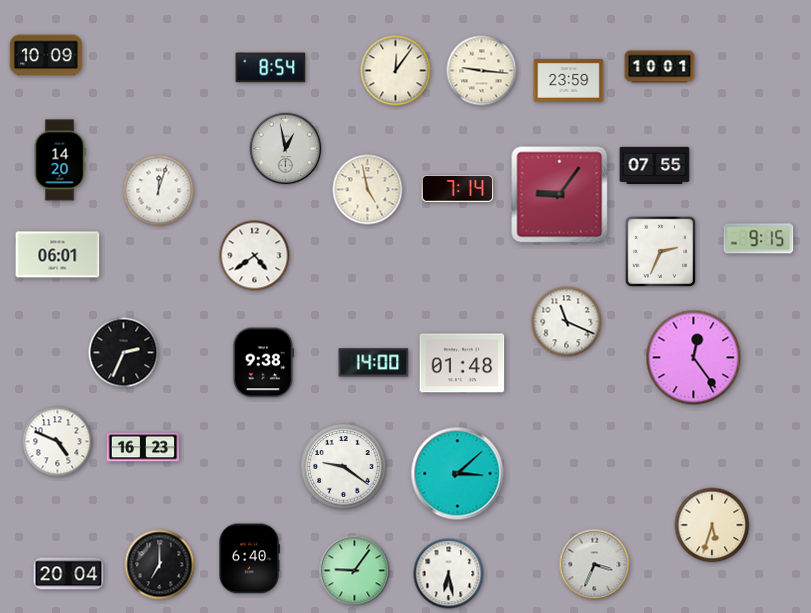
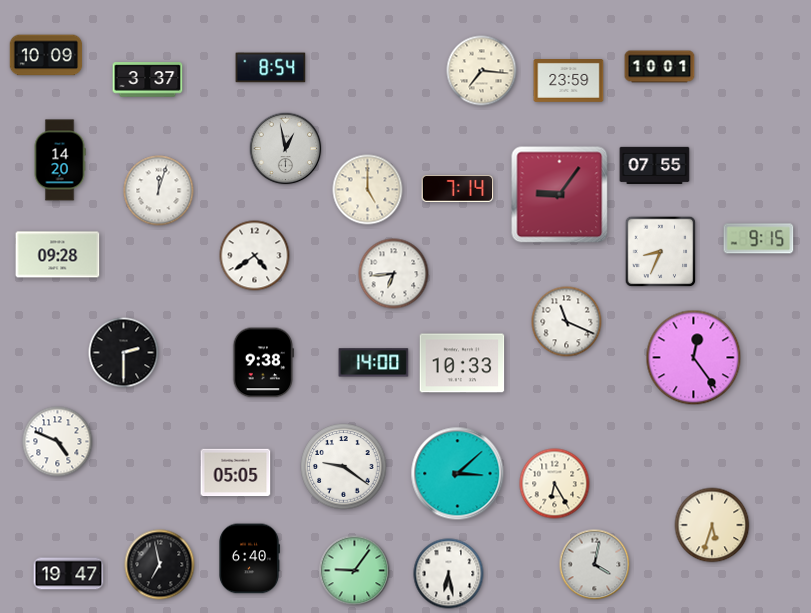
clock at (396, 71): 12:06 -> none
clock at (482, 71): 9:16 -> 7:16
clock at (148, 80): none -> 3:37
clock at (368, 190): 4:58 -> 5:00
clock at (661, 252): 2:34 -> 8:34
clock at (58, 255): 06:01 -> 09:28
clock at (394, 274): none -> 6:44
clock at (124, 353): 2:34 -> 2:30
clock at (462, 363): 01:48 -> 10:33
clock at (143, 447): 16:23 -> none
clock at (236, 473): none -> 05:05
clock at (555, 484): none -> 6:25
clock at (160, 565): 7:00 -> 6:58
clock at (595, 565): 3:34 -> 4:02
clock at (69, 574): 20:04 -> 19:47
